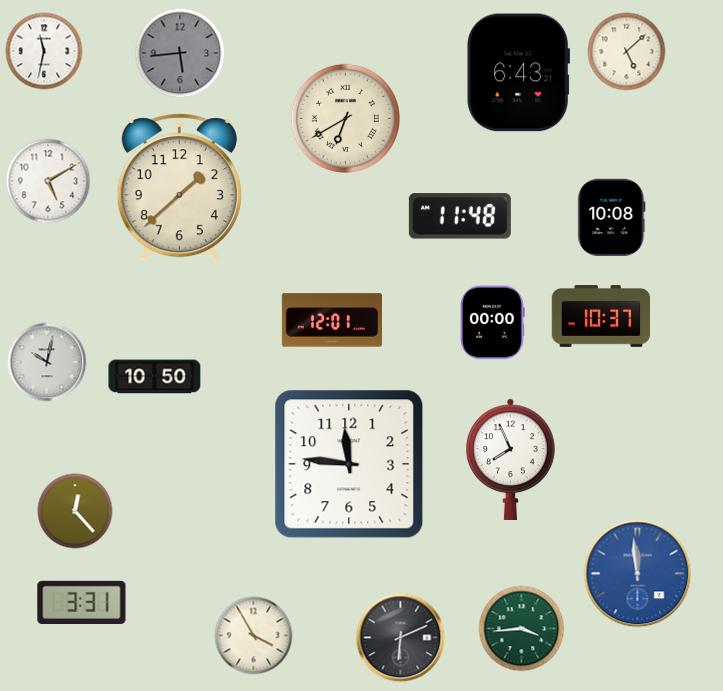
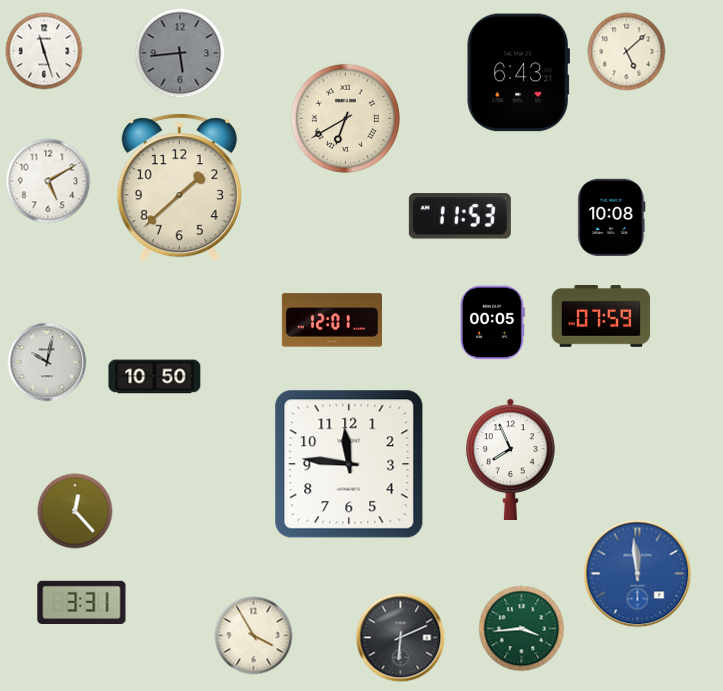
clock at (44, 51): 11:32 -> 11:27
clock at (460, 216): 11:48 -> 11:53
clock at (601, 317): 10:37 -> 07:59
clock at (493, 323): 00:00 -> 00:05
